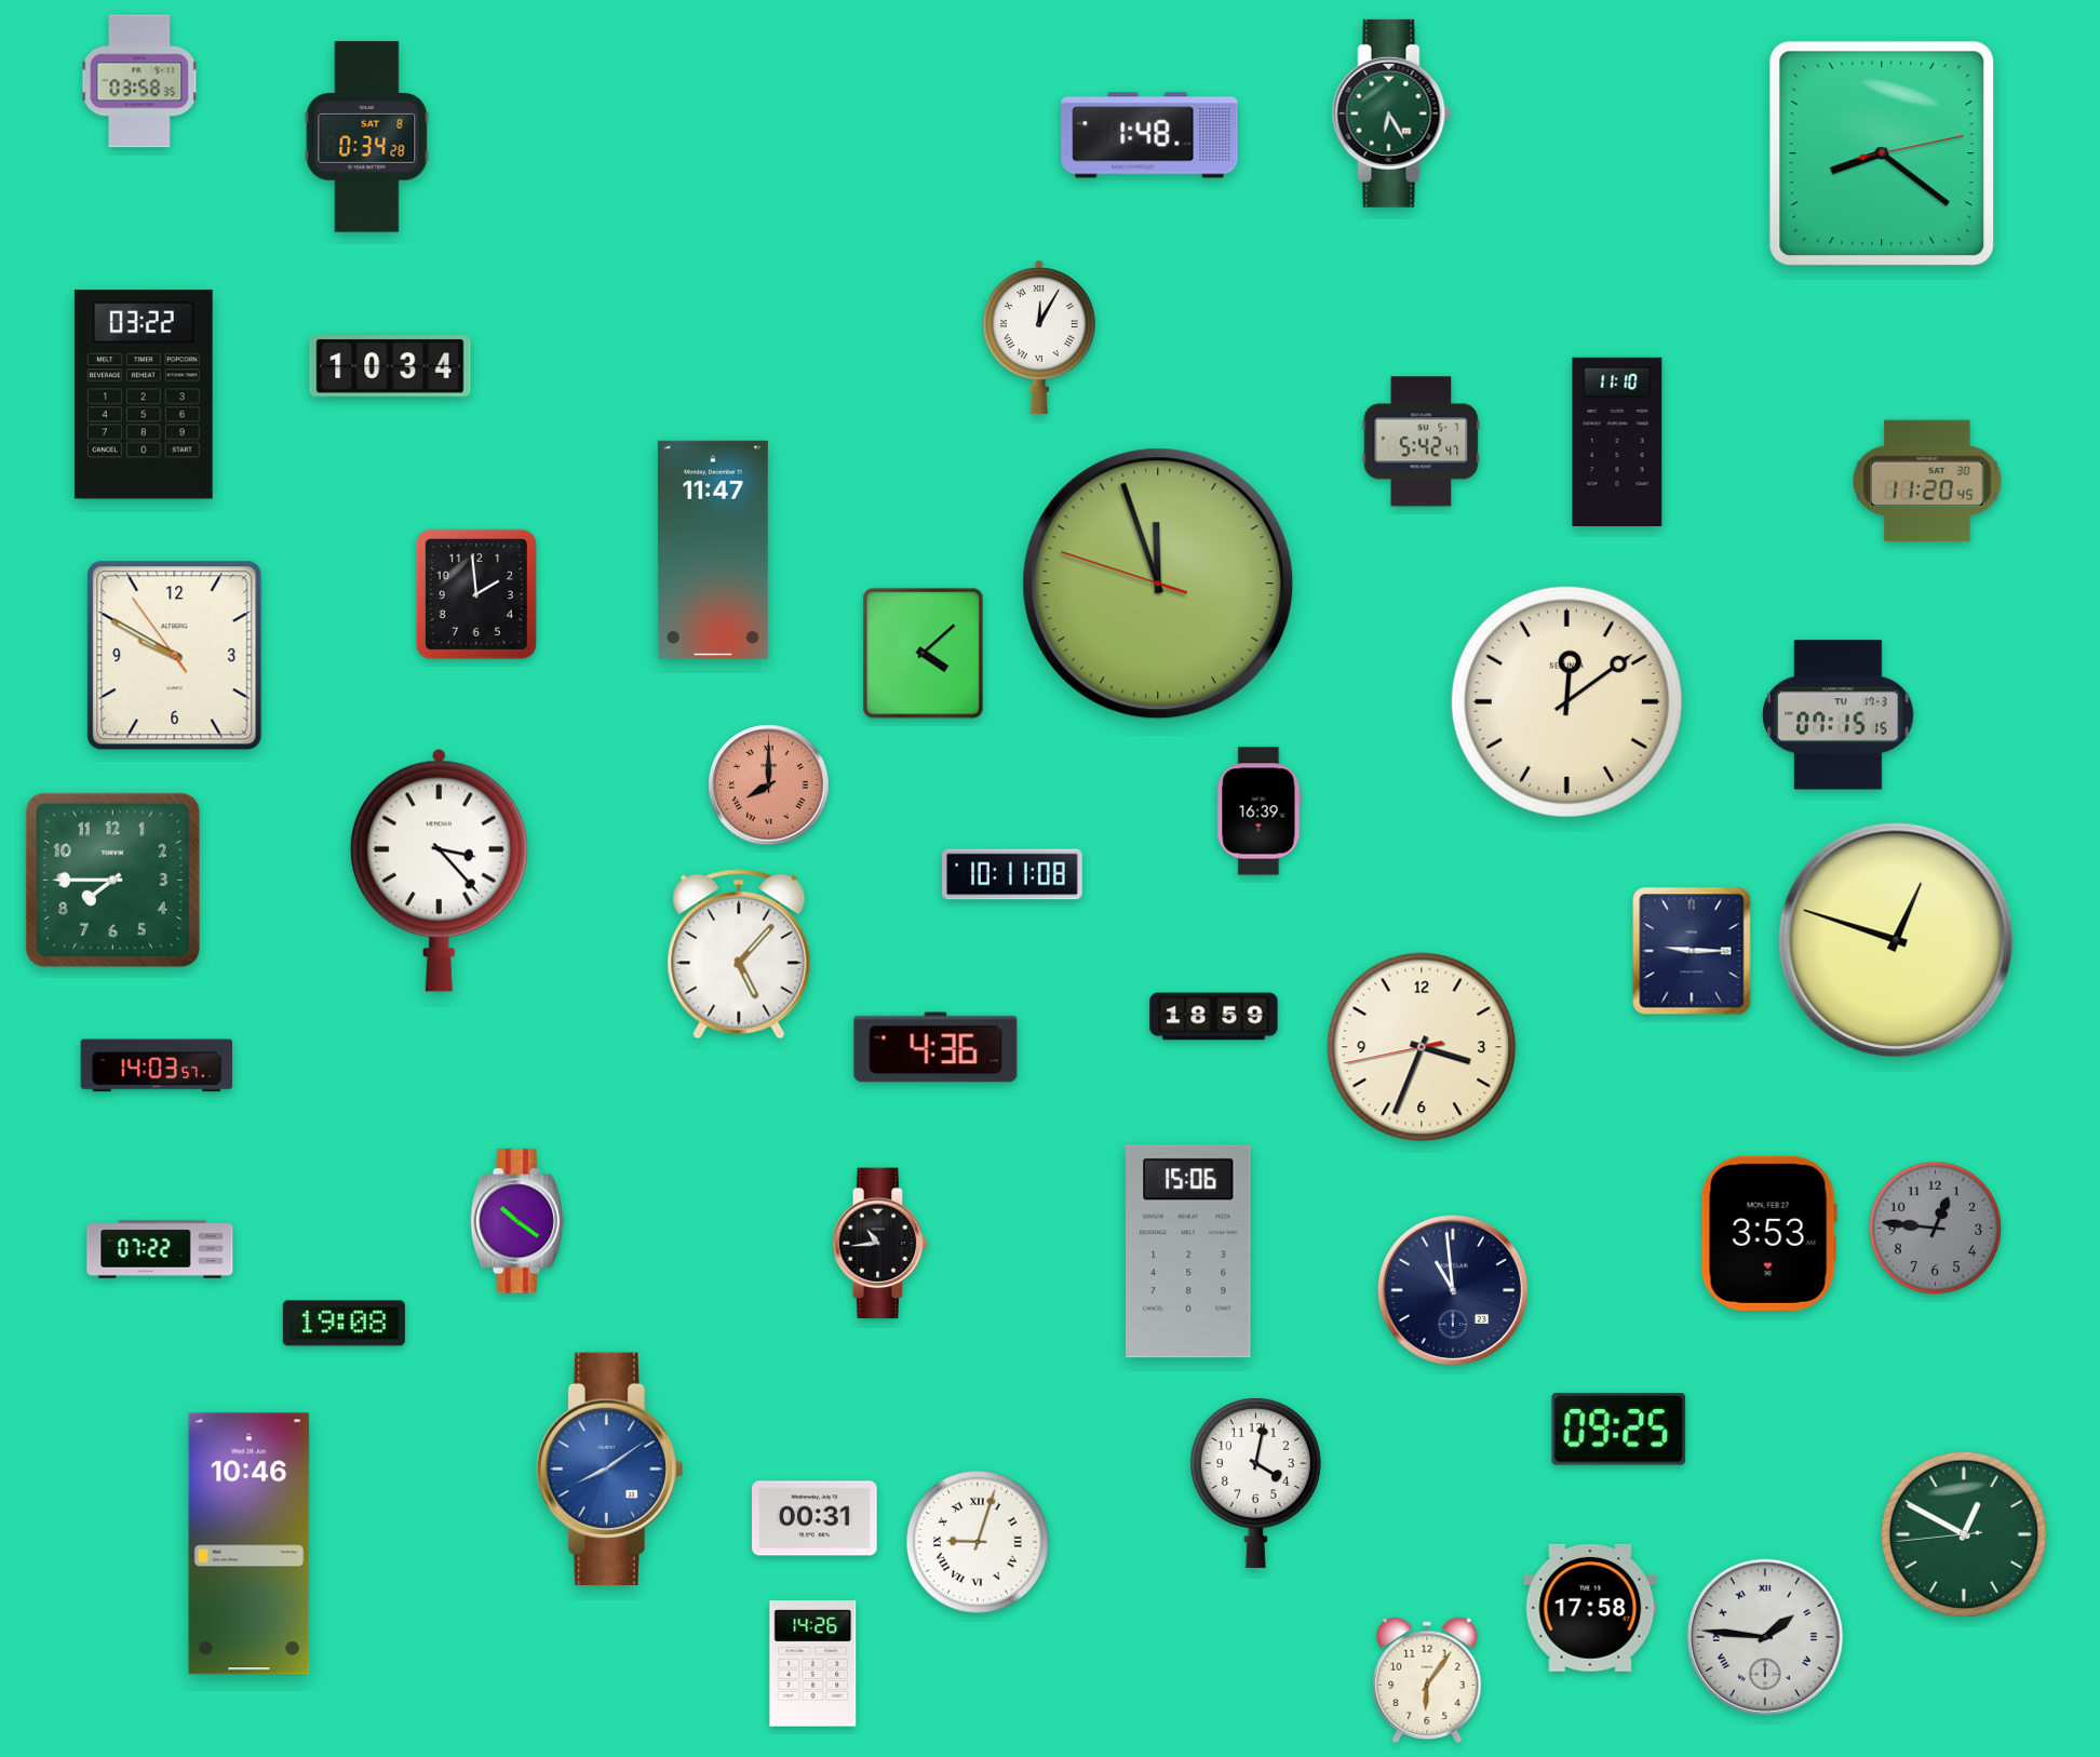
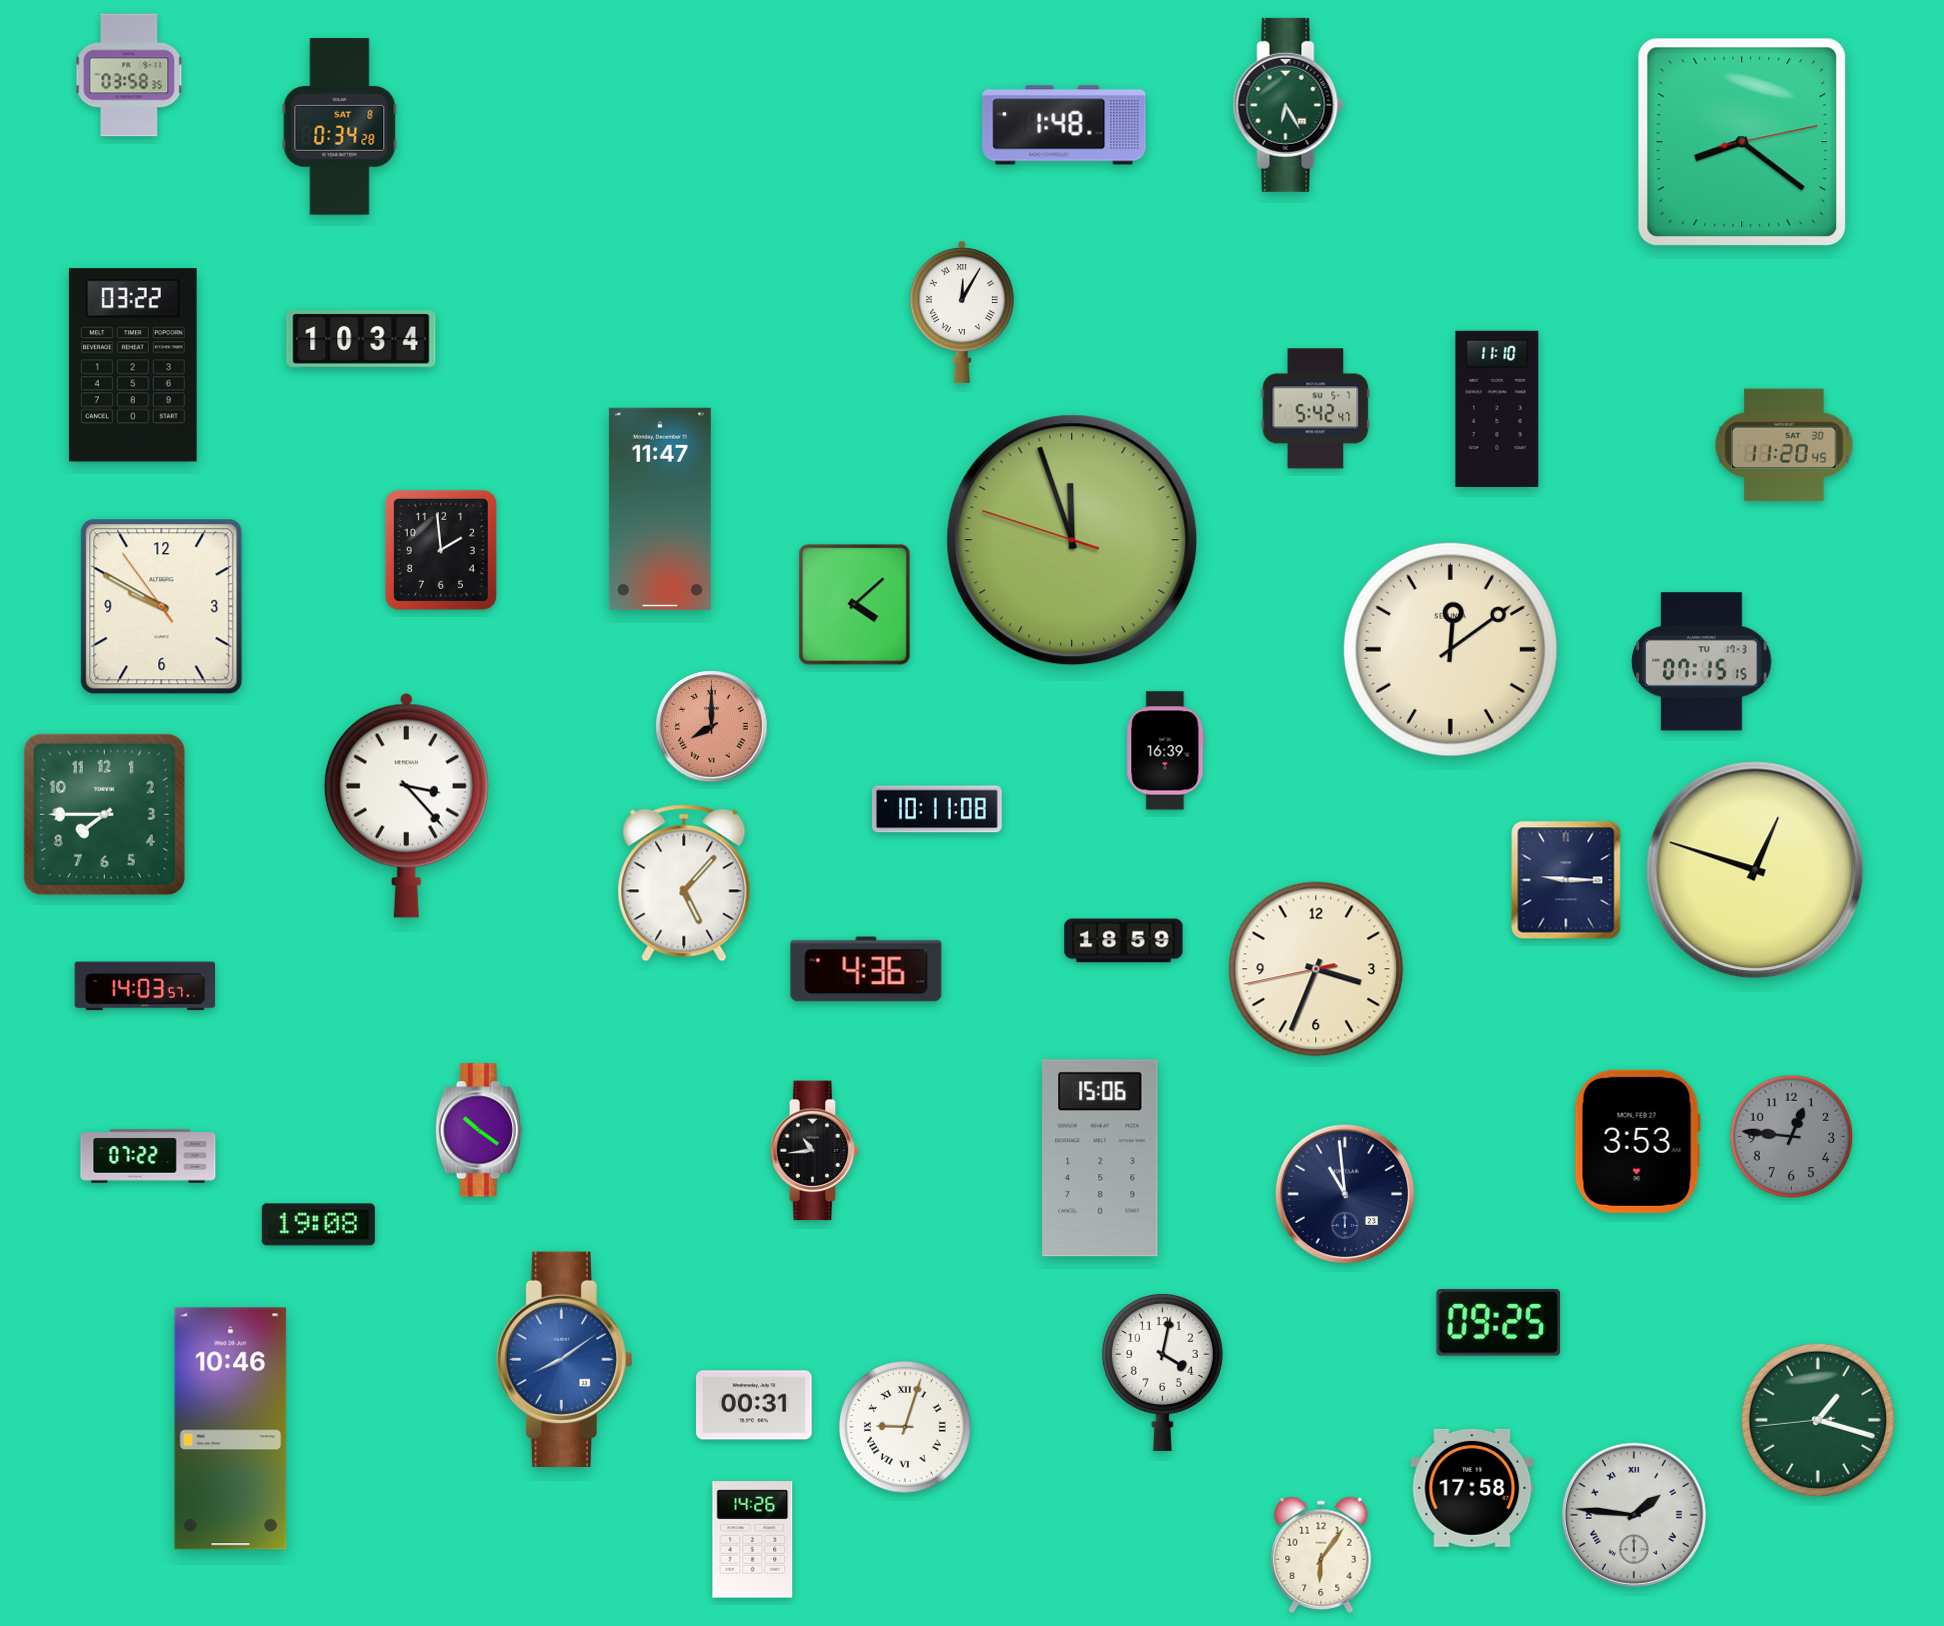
clock at (1964, 1534): 12:49 -> 1:17
